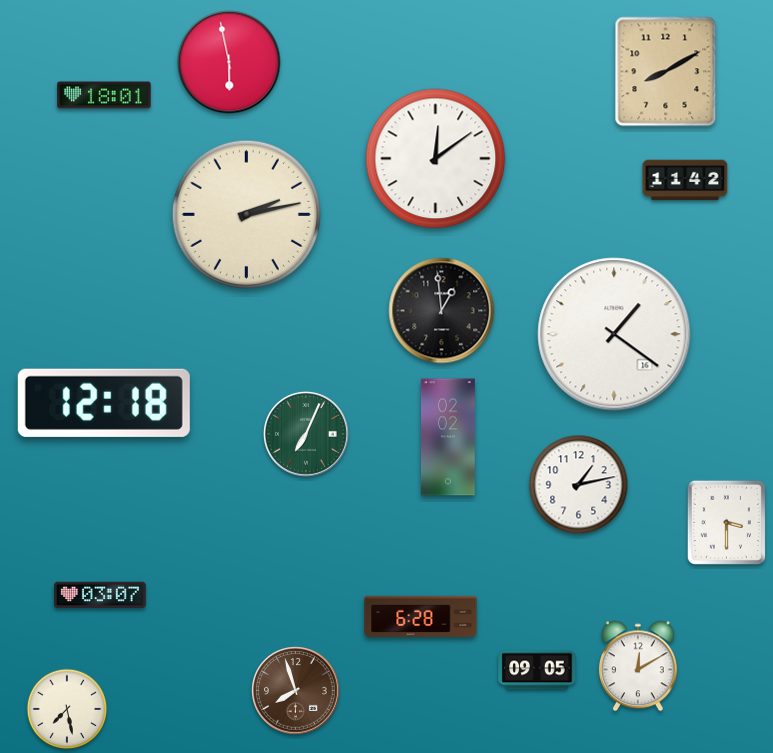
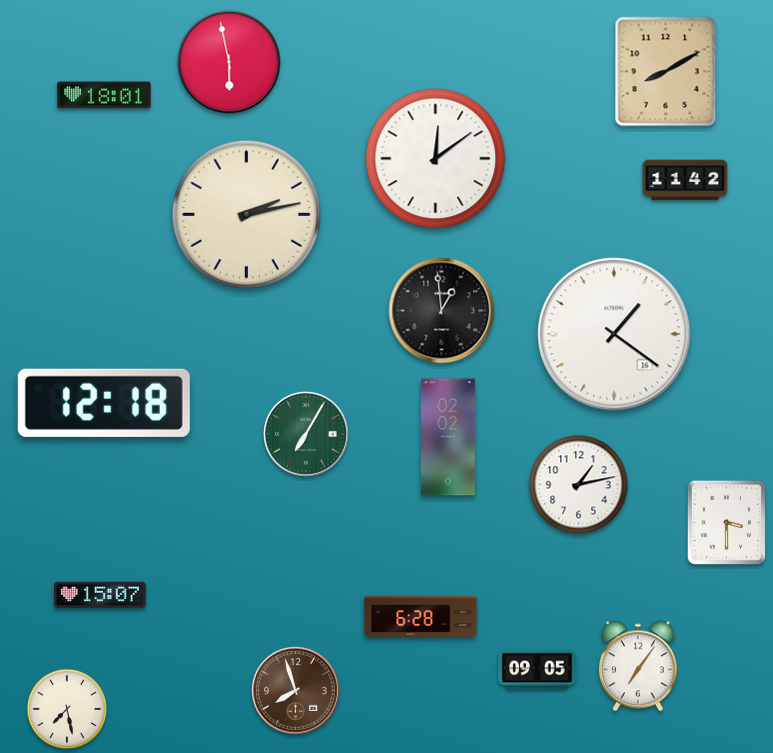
clock at (307, 435): 7:04 -> 7:05
clock at (101, 595): 03:07 -> 15:07
clock at (638, 666): 12:10 -> 7:06
